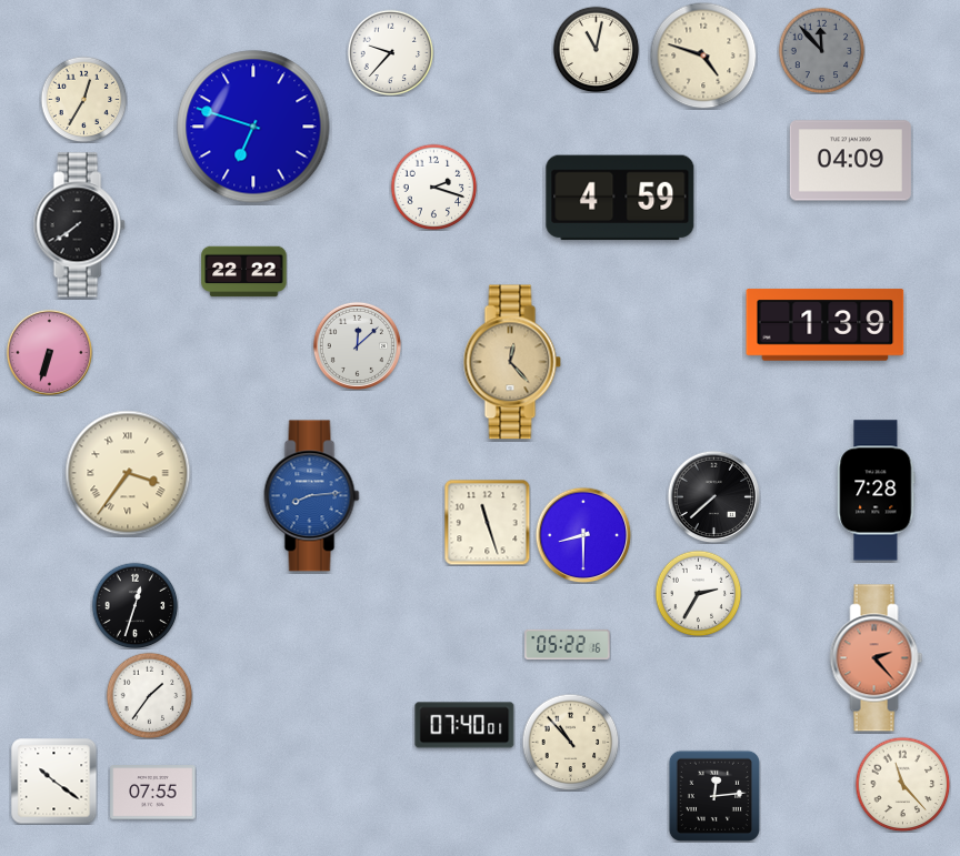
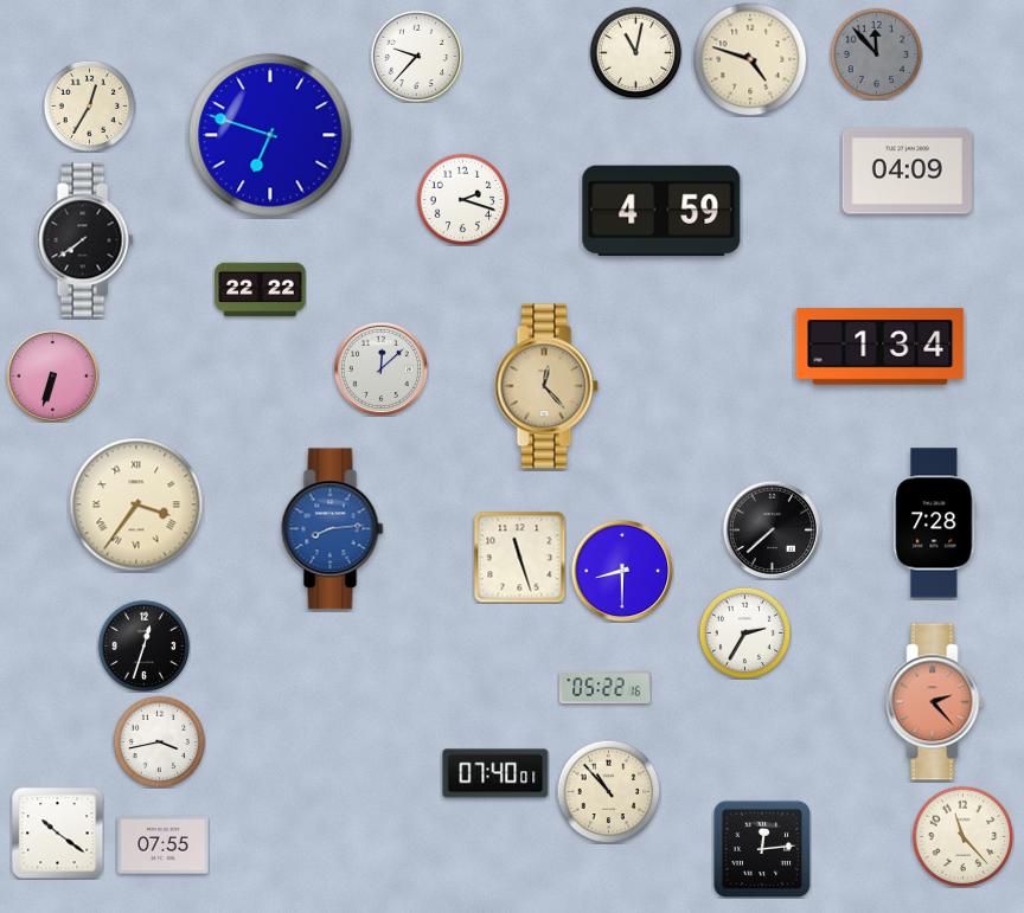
clock at (826, 325): 1:39 -> 1:34
clock at (713, 496) position: (713, 496) -> (772, 529)
clock at (149, 695): 1:36 -> 3:43
